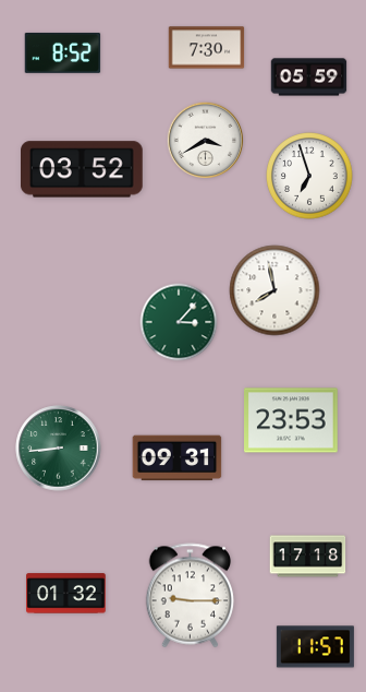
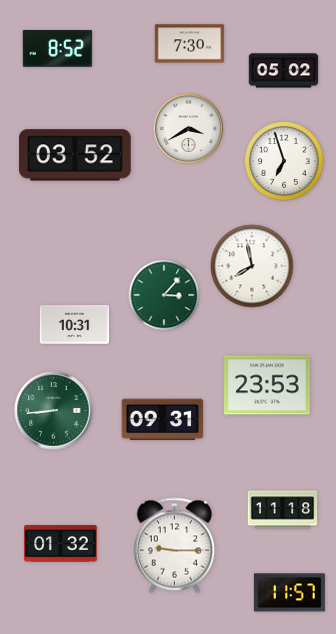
clock at (309, 77): 05:59 -> 05:02
clock at (75, 325): none -> 10:31
clock at (308, 557): 17:18 -> 11:18
